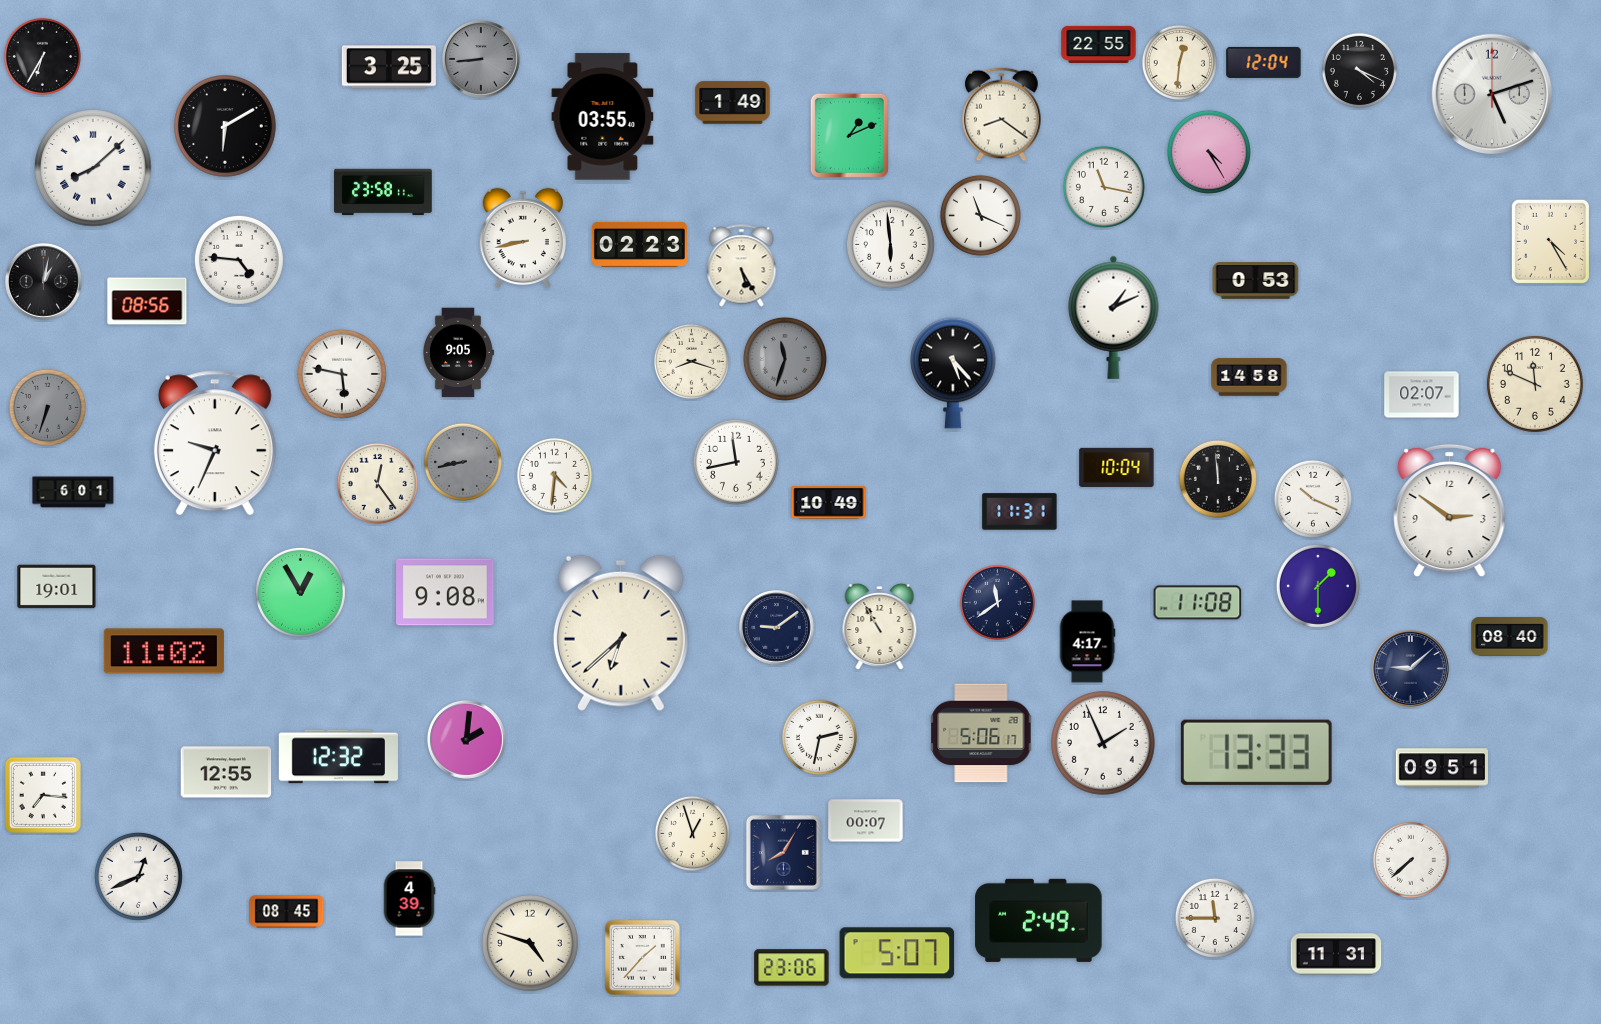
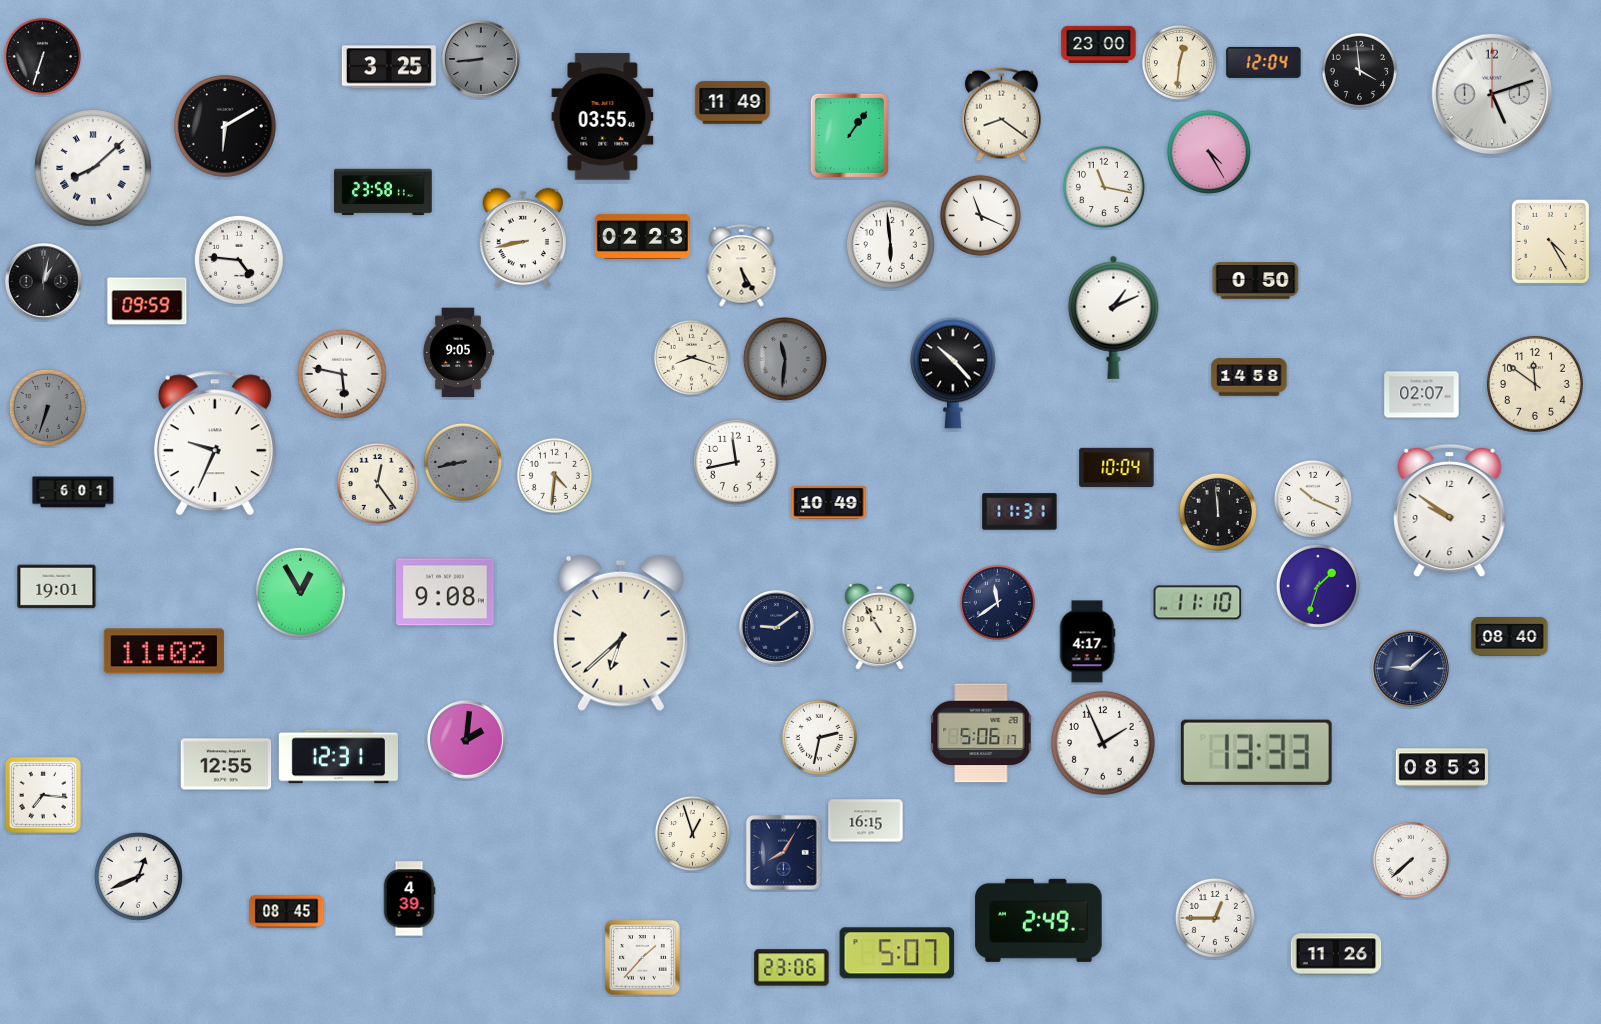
clock at (1099, 44): 22:55 -> 23:00
clock at (42, 56): 6:35 -> 6:33
clock at (1359, 70): 4:19 -> 3:59
clock at (733, 103): 1:49 -> 11:49
clock at (849, 135): 1:11 -> 1:06
clock at (639, 244) position: (639, 244) -> (642, 236)
clock at (1256, 281): 0:53 -> 0:50
clock at (147, 301): 08:56 -> 09:59
clock at (785, 359): 11:33 -> 11:31
clock at (691, 361) position: (691, 361) -> (691, 357)
clock at (954, 373): 5:23 -> 10:23
clock at (1535, 384): 11:49 -> 11:51
clock at (1218, 479) position: (1218, 479) -> (1218, 512)
clock at (1450, 511): 2:51 -> 9:51
clock at (1318, 586): 1:30 -> 1:33
clock at (1198, 603): 11:08 -> 11:10
clock at (338, 757): 12:32 -> 12:31
clock at (1441, 768): 09:51 -> 08:53
clock at (226, 772) position: (226, 772) -> (226, 764)
clock at (866, 821): 00:07 -> 16:15
clock at (1215, 918): 11:45 -> 12:45
clock at (530, 943): 4:48 -> none
clock at (1336, 954): 11:31 -> 11:26
